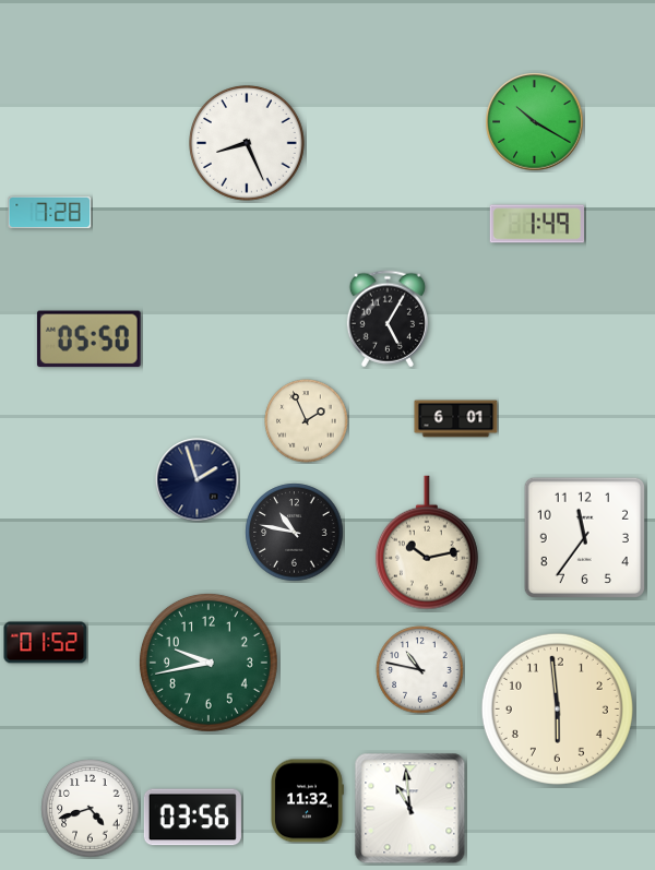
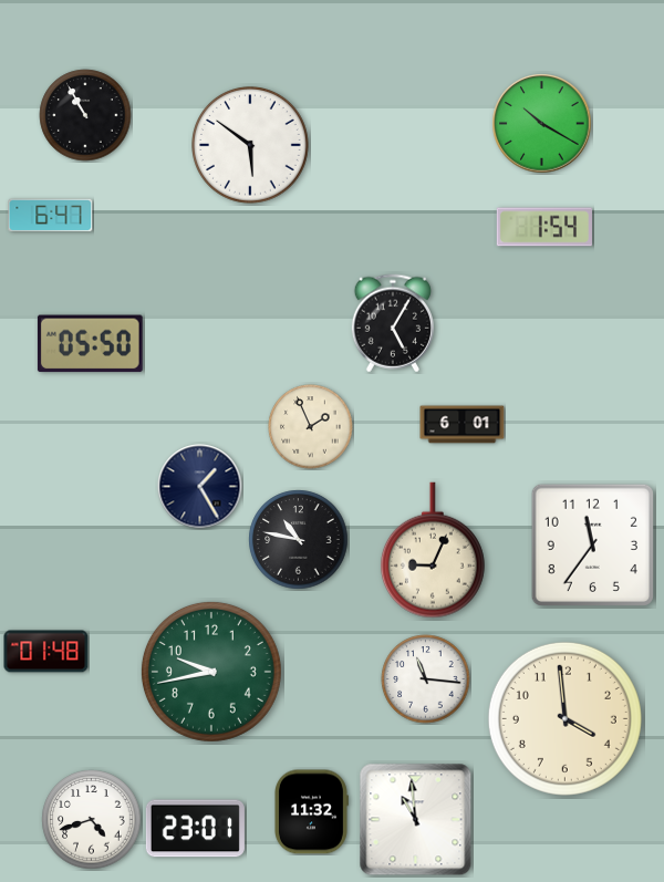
clock at (85, 115): none -> 10:55
clock at (247, 143): 8:26 -> 5:51
clock at (50, 213): 7:28 -> 6:47
clock at (536, 224): 1:49 -> 1:54
clock at (198, 480): 1:57 -> 1:25
clock at (427, 543): 10:13 -> 9:04
clock at (46, 643): 01:52 -> 01:48
clock at (420, 670): 10:47 -> 11:16
clock at (557, 708): 5:59 -> 3:59
clock at (192, 818): 03:56 -> 23:01
